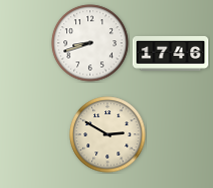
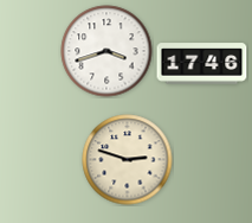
clock at (90, 43): 8:42 -> 3:42
clock at (108, 135): 2:50 -> 2:48
